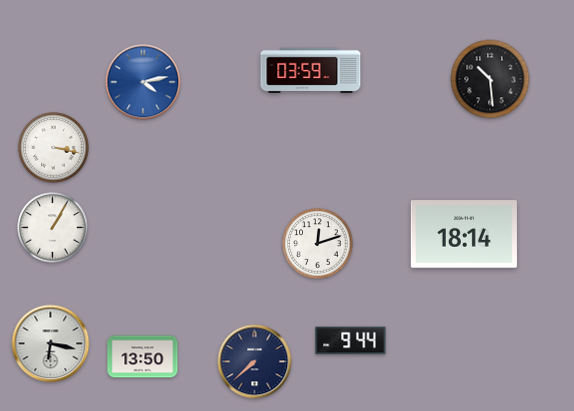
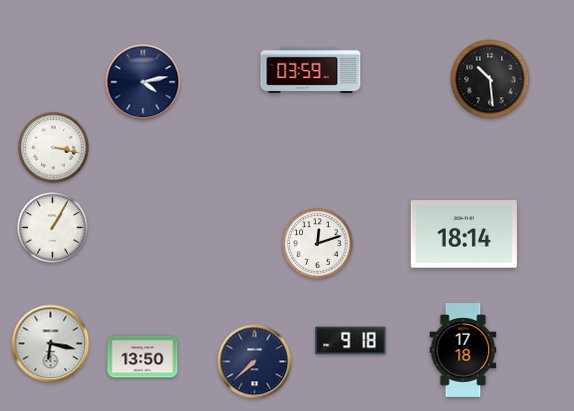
clock at (143, 82) dial: blue -> navy
clock at (351, 341): 9:44 -> 9:18
clock at (463, 351): none -> 17:18
